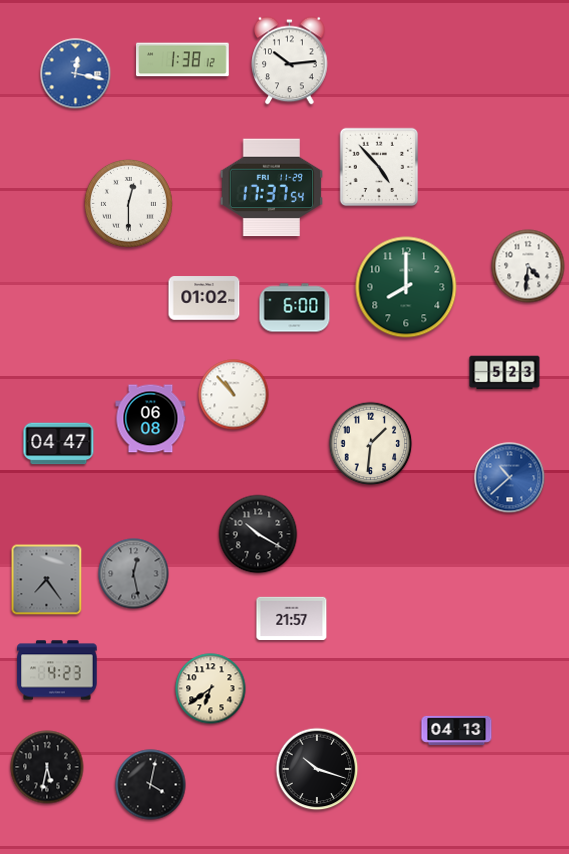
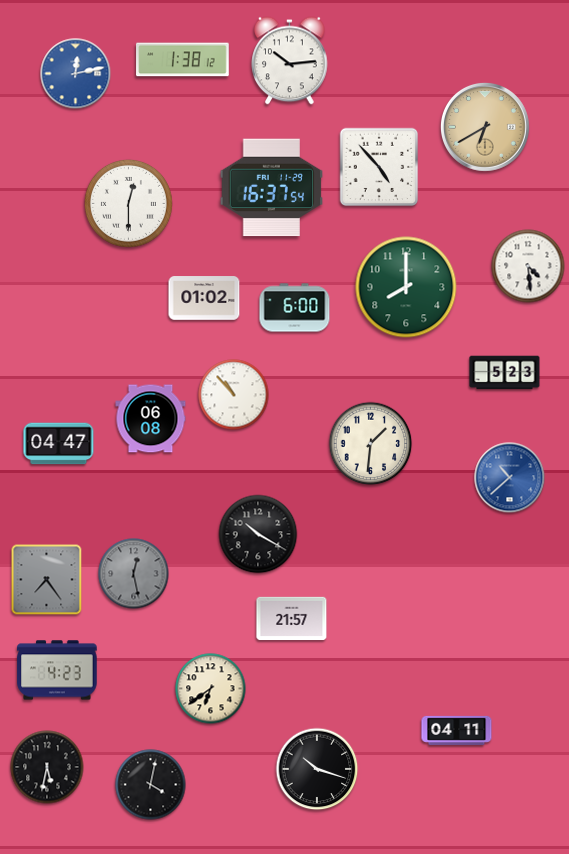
clock at (76, 74): 12:17 -> 12:13
clock at (485, 127): none -> 6:40
clock at (271, 188): 17:37 -> 16:37
clock at (528, 266): 4:31 -> 4:29
clock at (457, 730): 04:13 -> 04:11
